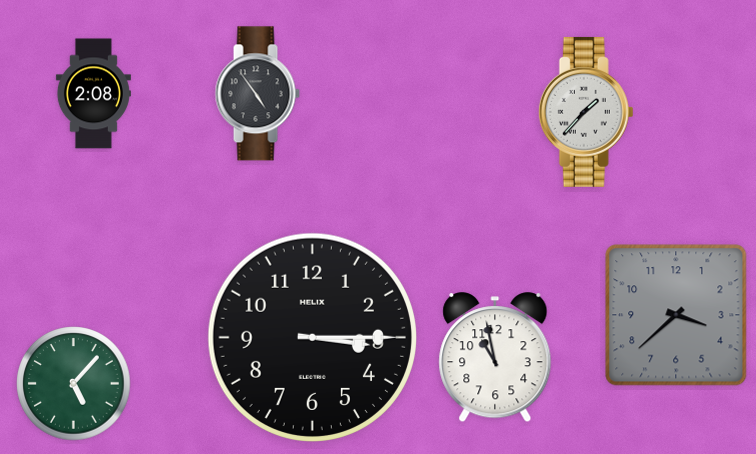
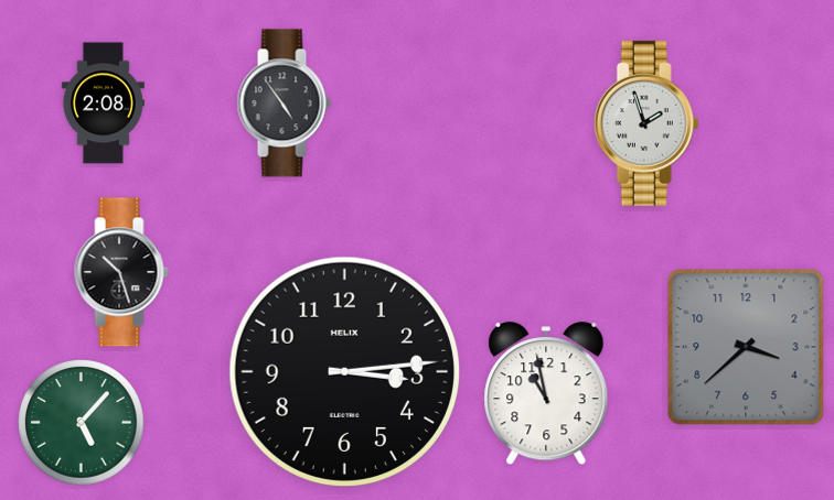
clock at (586, 112): 1:37 -> 1:57
clock at (121, 272): none -> 10:27
clock at (312, 337): 3:15 -> 3:14
